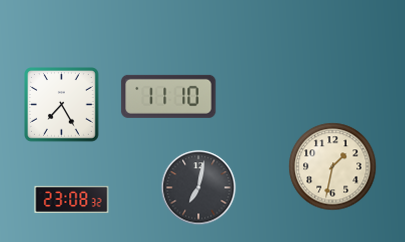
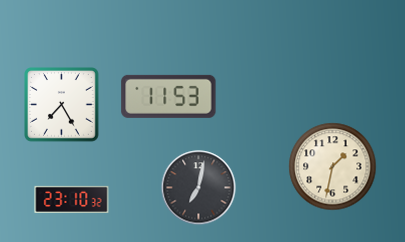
clock at (169, 96): 11:10 -> 11:53
clock at (72, 199): 23:08 -> 23:10
